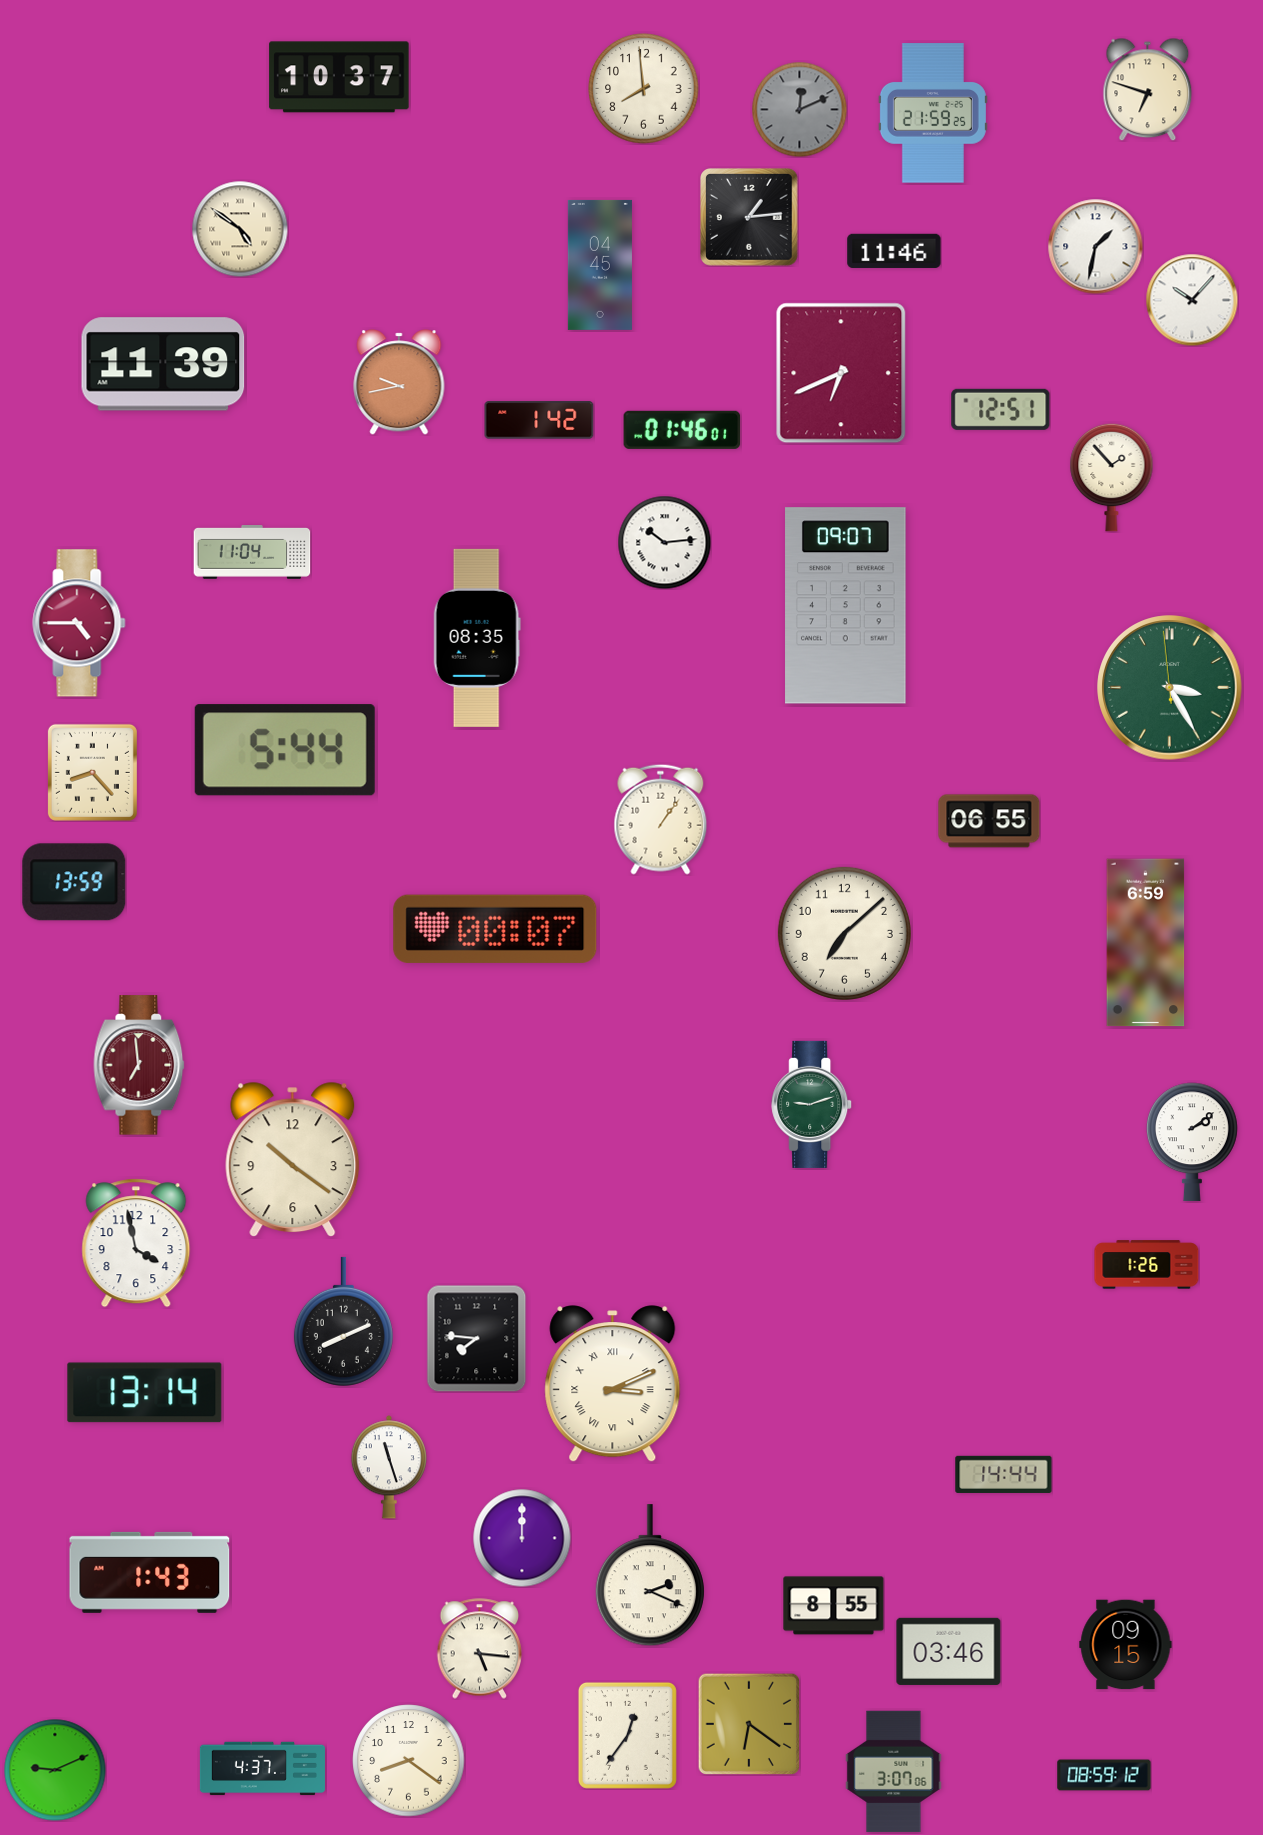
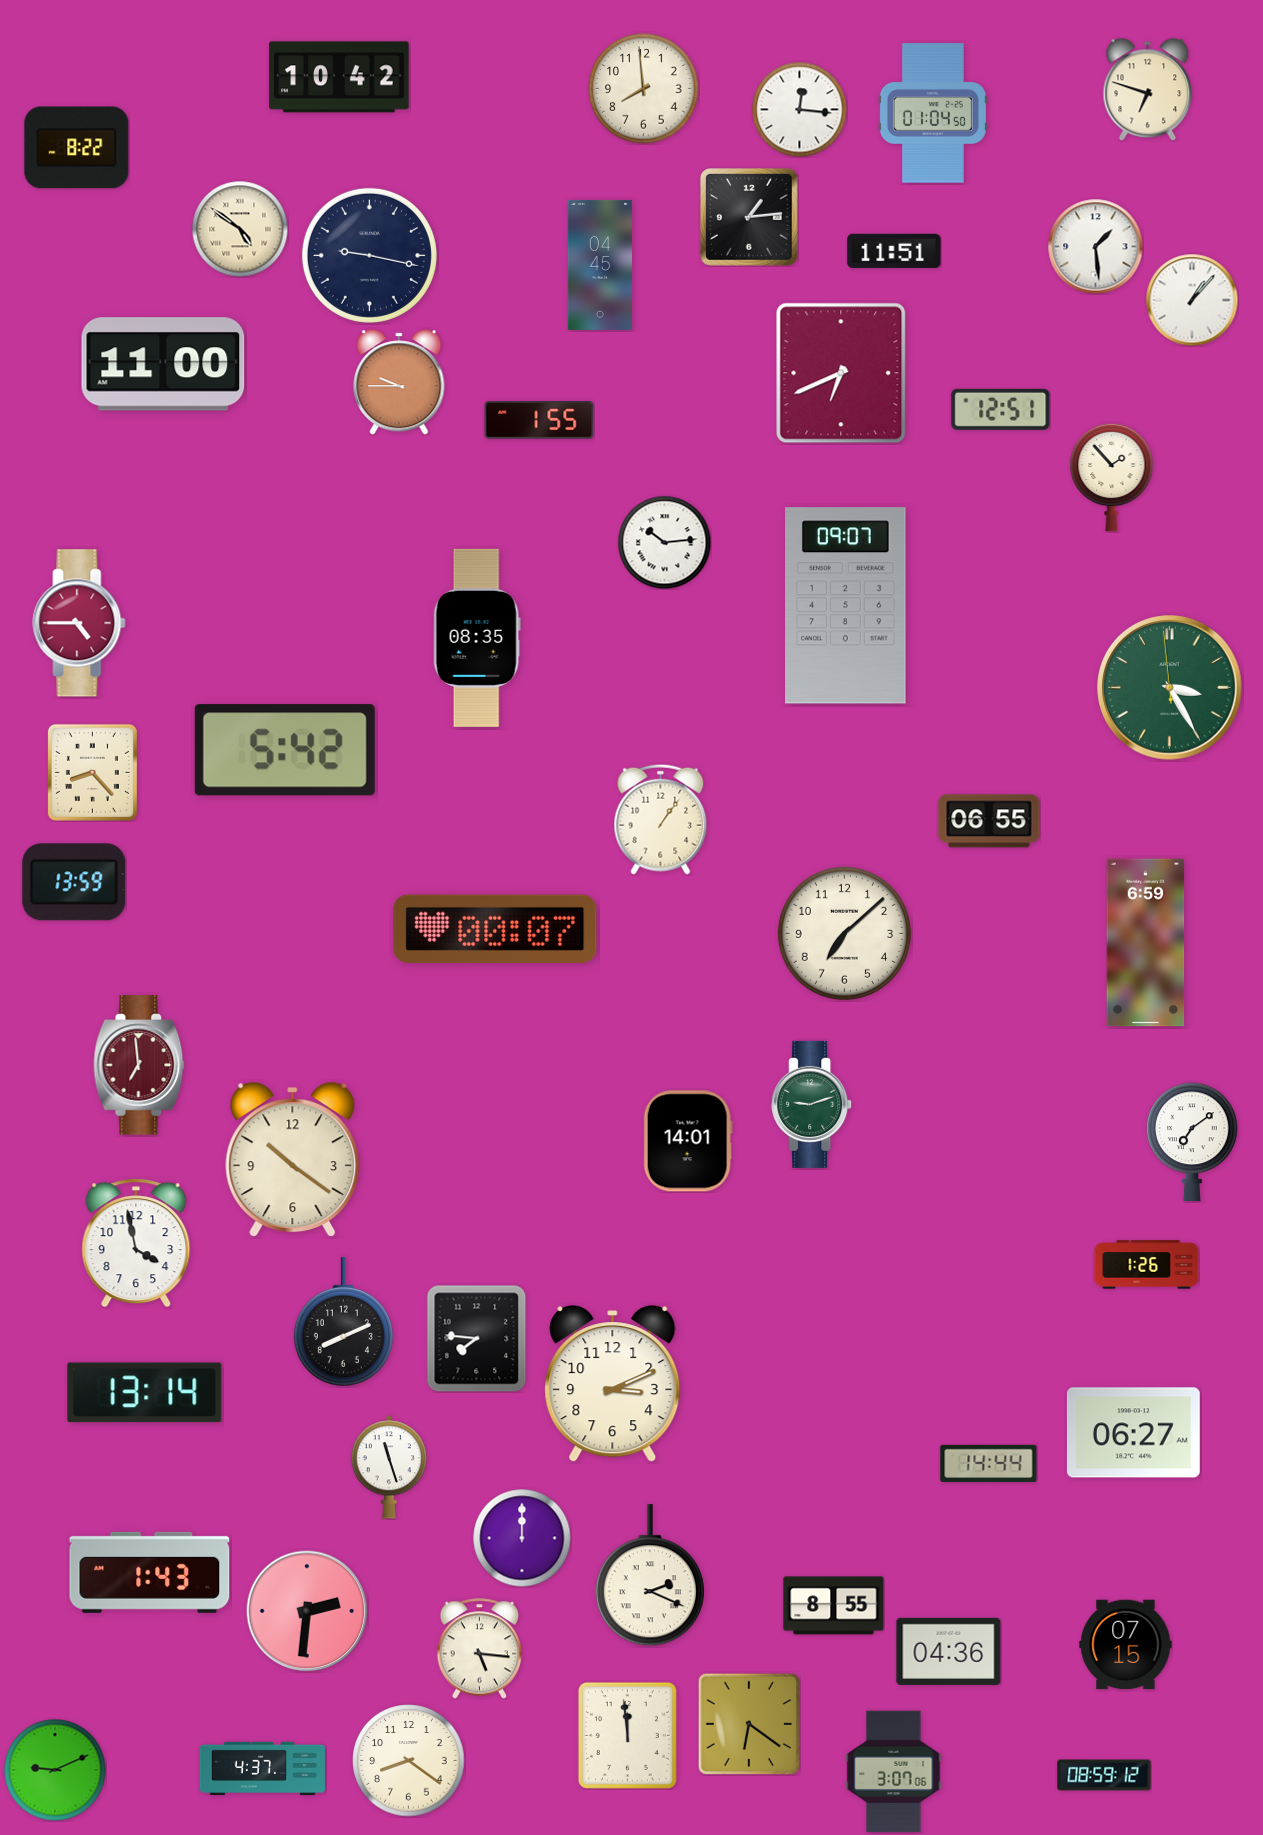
clock at (339, 77): 10:37 -> 10:42
clock at (799, 109): 12:11 -> 12:16
clock at (799, 109) dial: grey -> white
clock at (933, 113): 21:59 -> 01:04
clock at (77, 148): none -> 8:22
clock at (1095, 246): 1:32 -> 1:29
clock at (894, 251): 11:46 -> 11:51
clock at (369, 255): none -> 9:17
clock at (1192, 300): 10:07 -> 1:07
clock at (163, 364): 11:39 -> 11:00
clock at (399, 382): 9:43 -> 9:45
clock at (539, 420): 1:42 -> 1:55
clock at (682, 430): 01:46 -> none
clock at (252, 553): 11:04 -> none
clock at (285, 750): 5:44 -> 5:42
clock at (688, 1141): none -> 14:01
clock at (1192, 1142): 2:09 -> 7:09
clock at (613, 1384) numerals: Roman -> Arabic
clock at (1133, 1433): none -> 06:27
clock at (1004, 1474) position: (1004, 1474) -> (989, 1463)
clock at (307, 1611): none -> 2:31
clock at (1126, 1645): 09:15 -> 07:15
clock at (949, 1651): 03:46 -> 04:36
clock at (627, 1735): 12:36 -> 11:59
